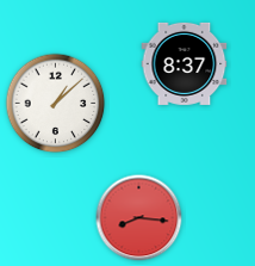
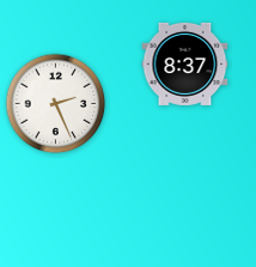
clock at (56, 104): 1:08 -> 2:26
clock at (139, 218): 8:16 -> none
